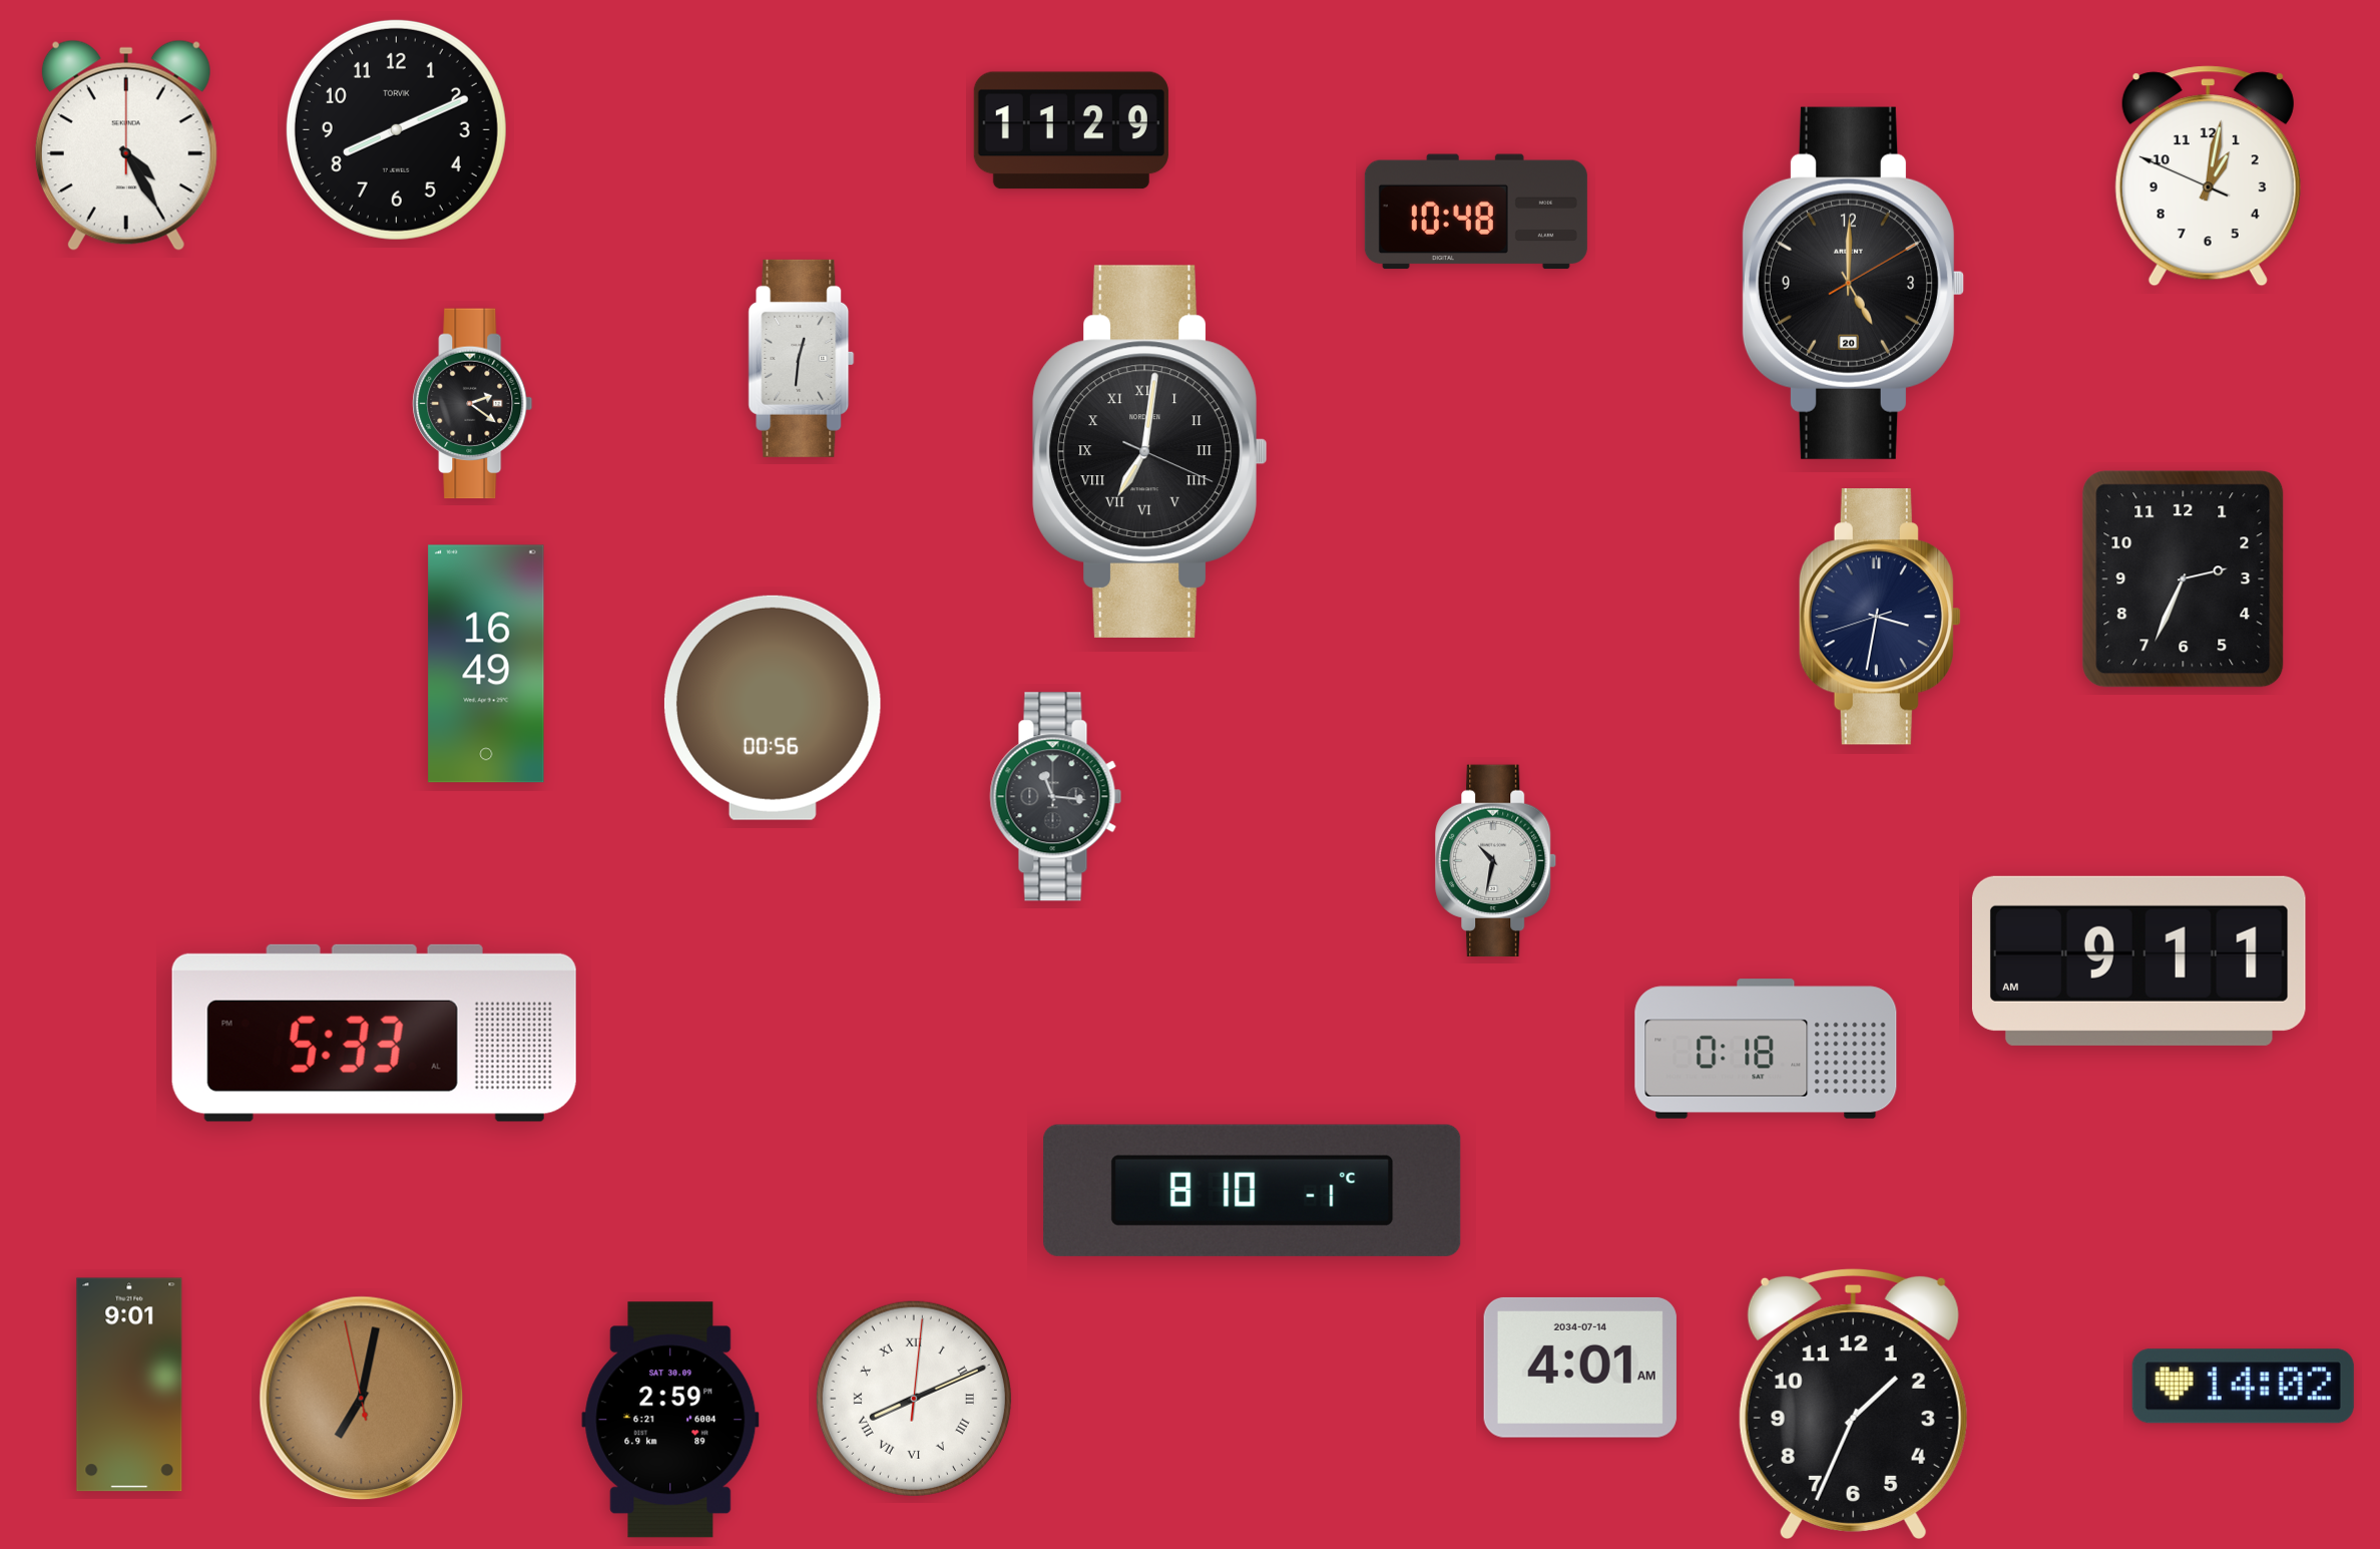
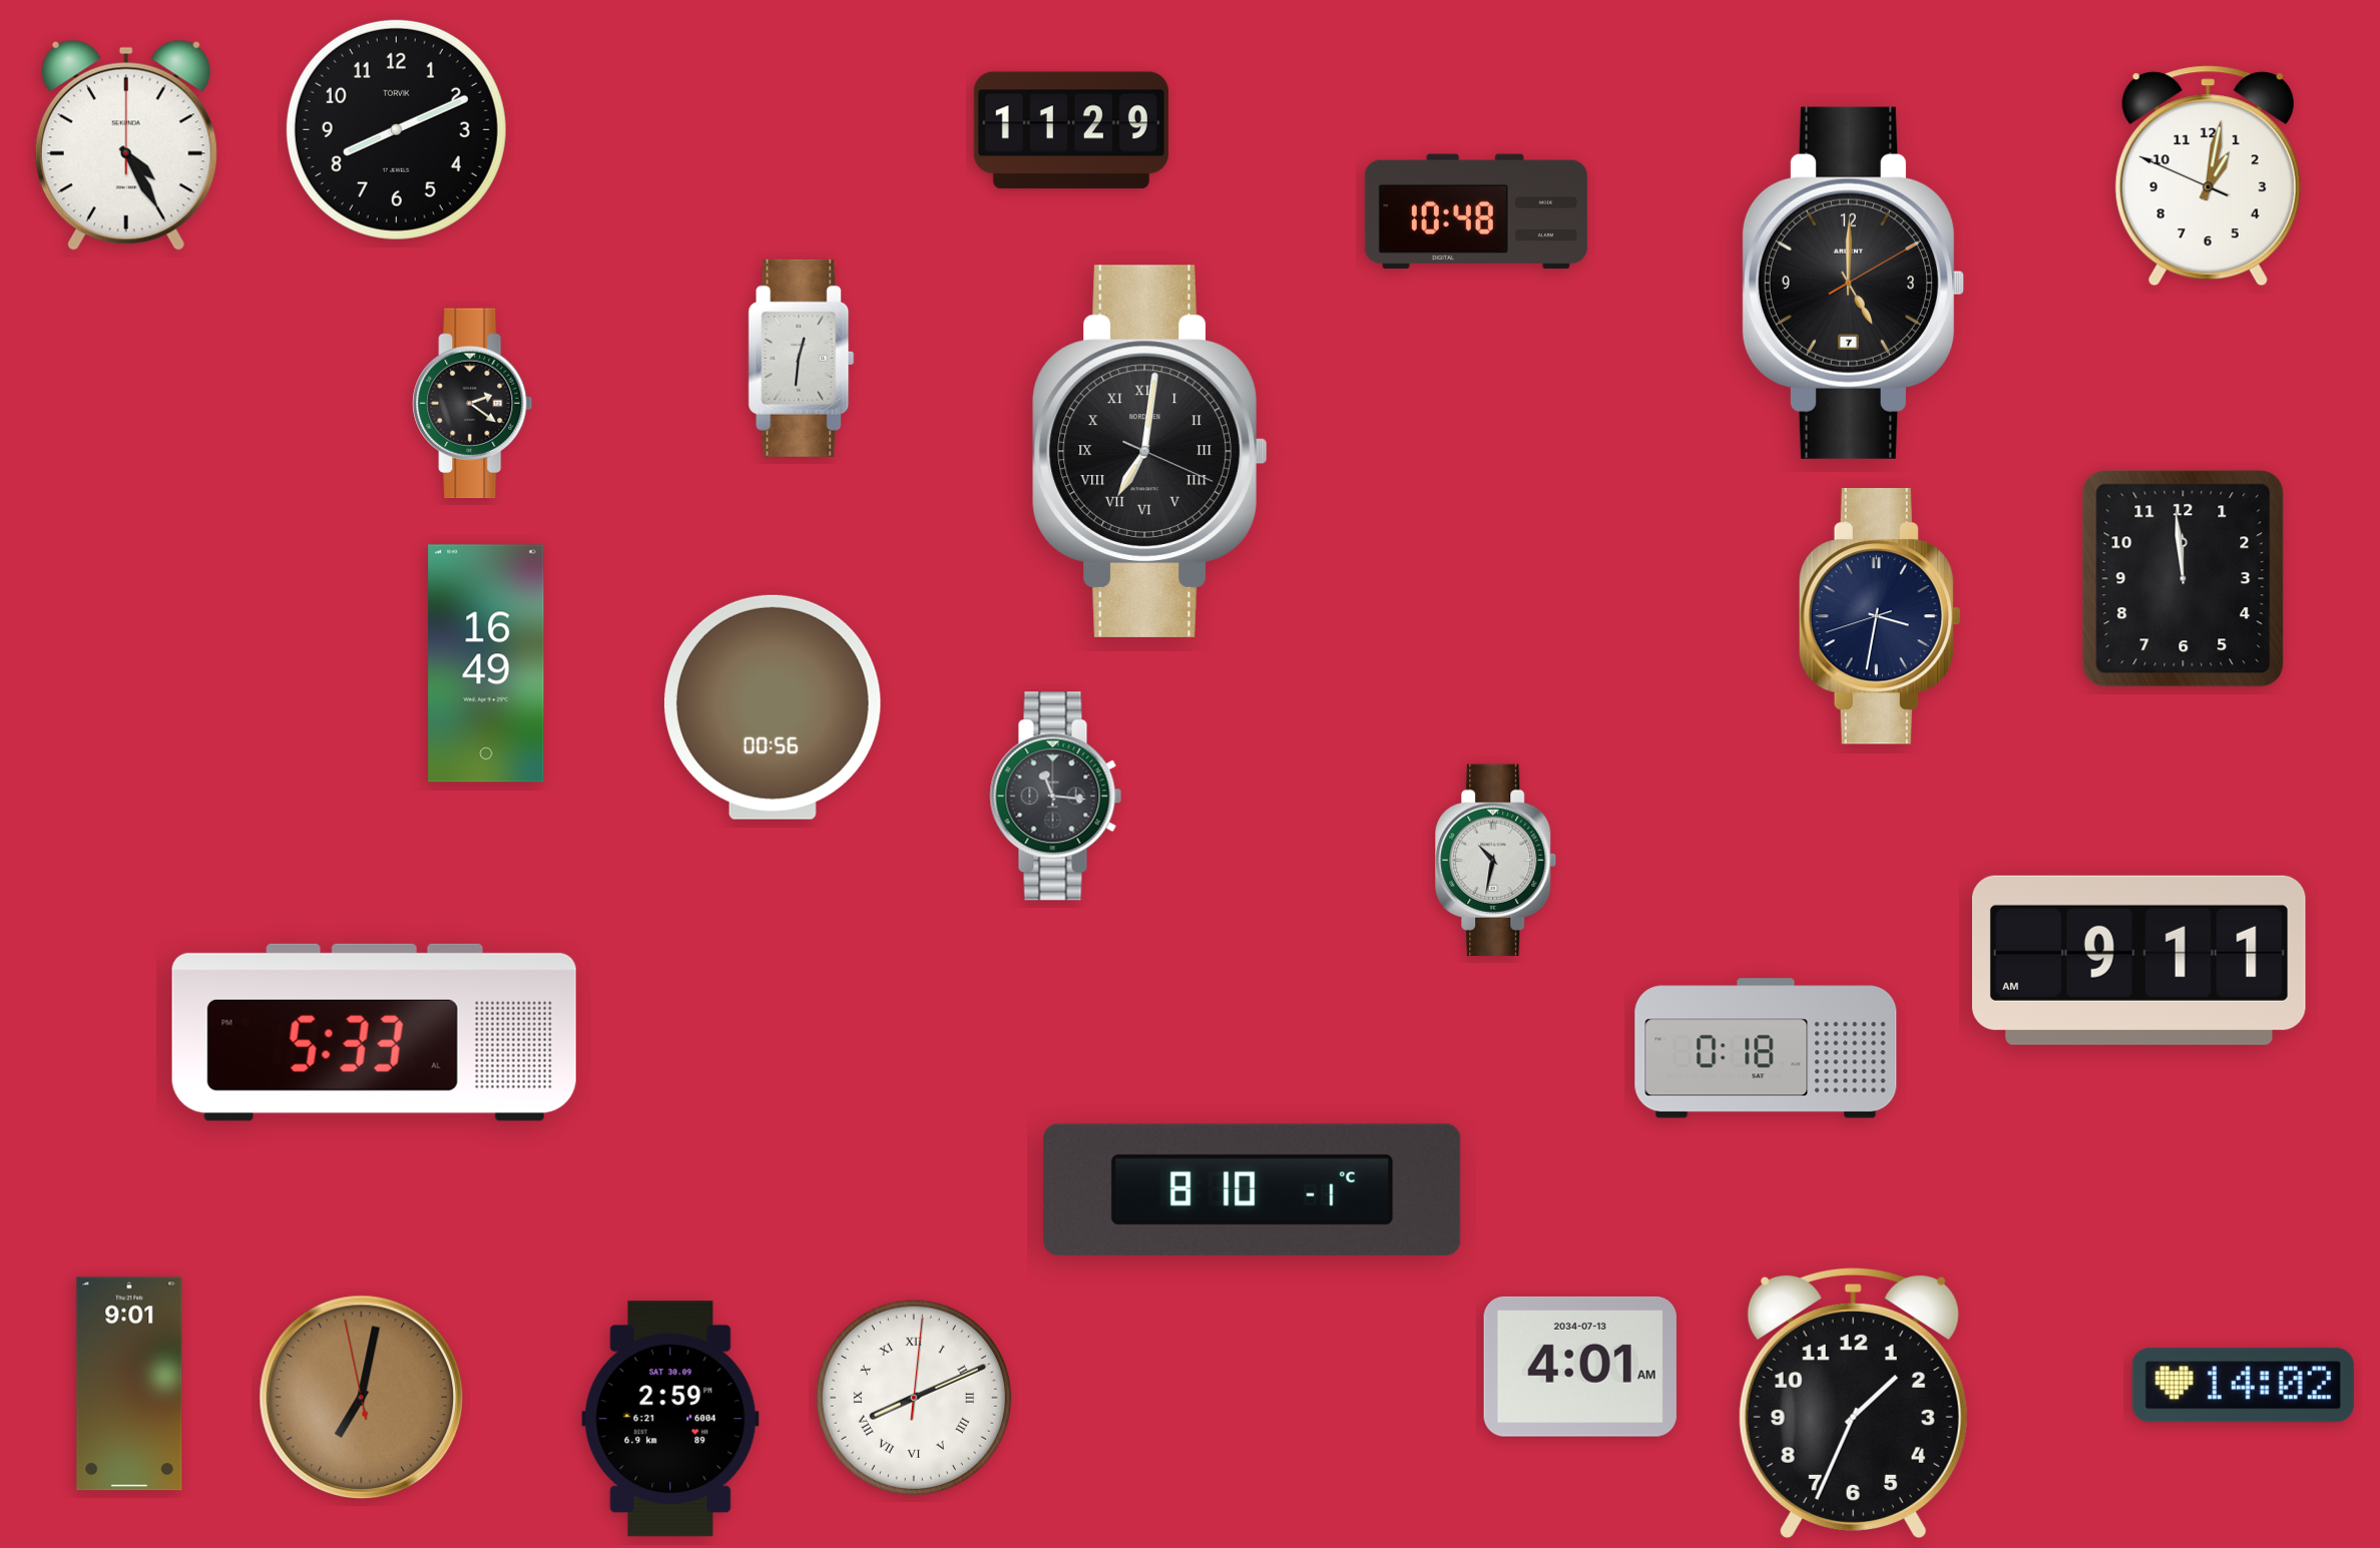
clock at (1853, 283) date: 20 -> 7
clock at (2184, 579): 2:34 -> 11:59
clock at (1580, 1368) date: 2034-07-14 -> 2034-07-13
